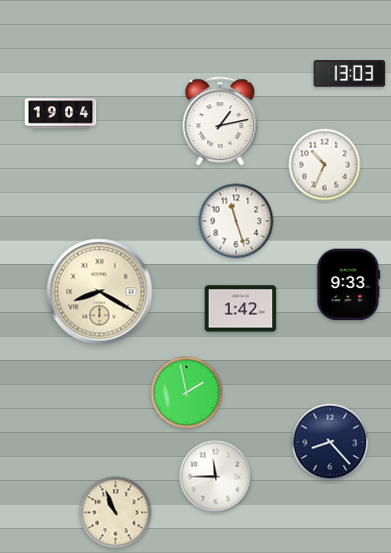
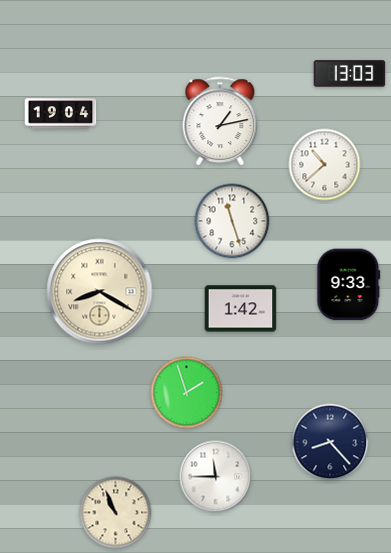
clock at (325, 165): 10:34 -> 10:38
clock at (236, 221) position: (236, 221) -> (232, 221)
clock at (187, 393): 1:58 -> 1:57
